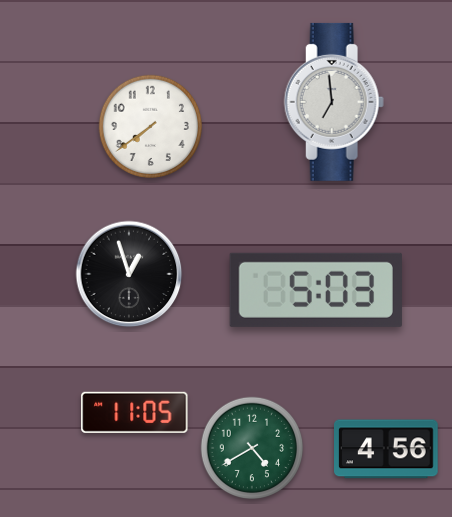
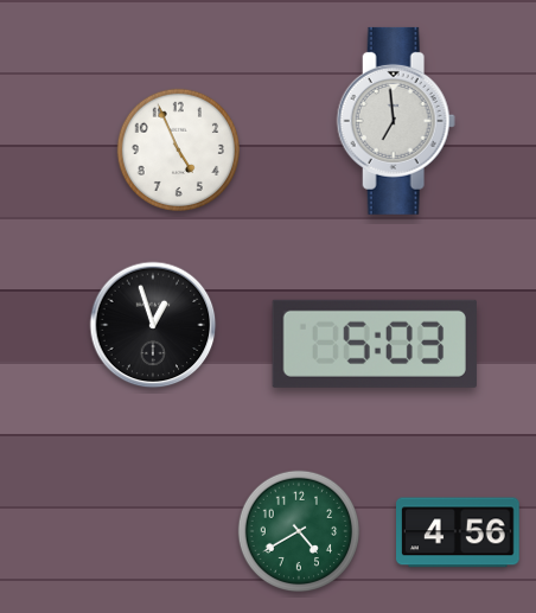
clock at (150, 126): 7:39 -> 4:56
clock at (135, 412): 11:05 -> none
